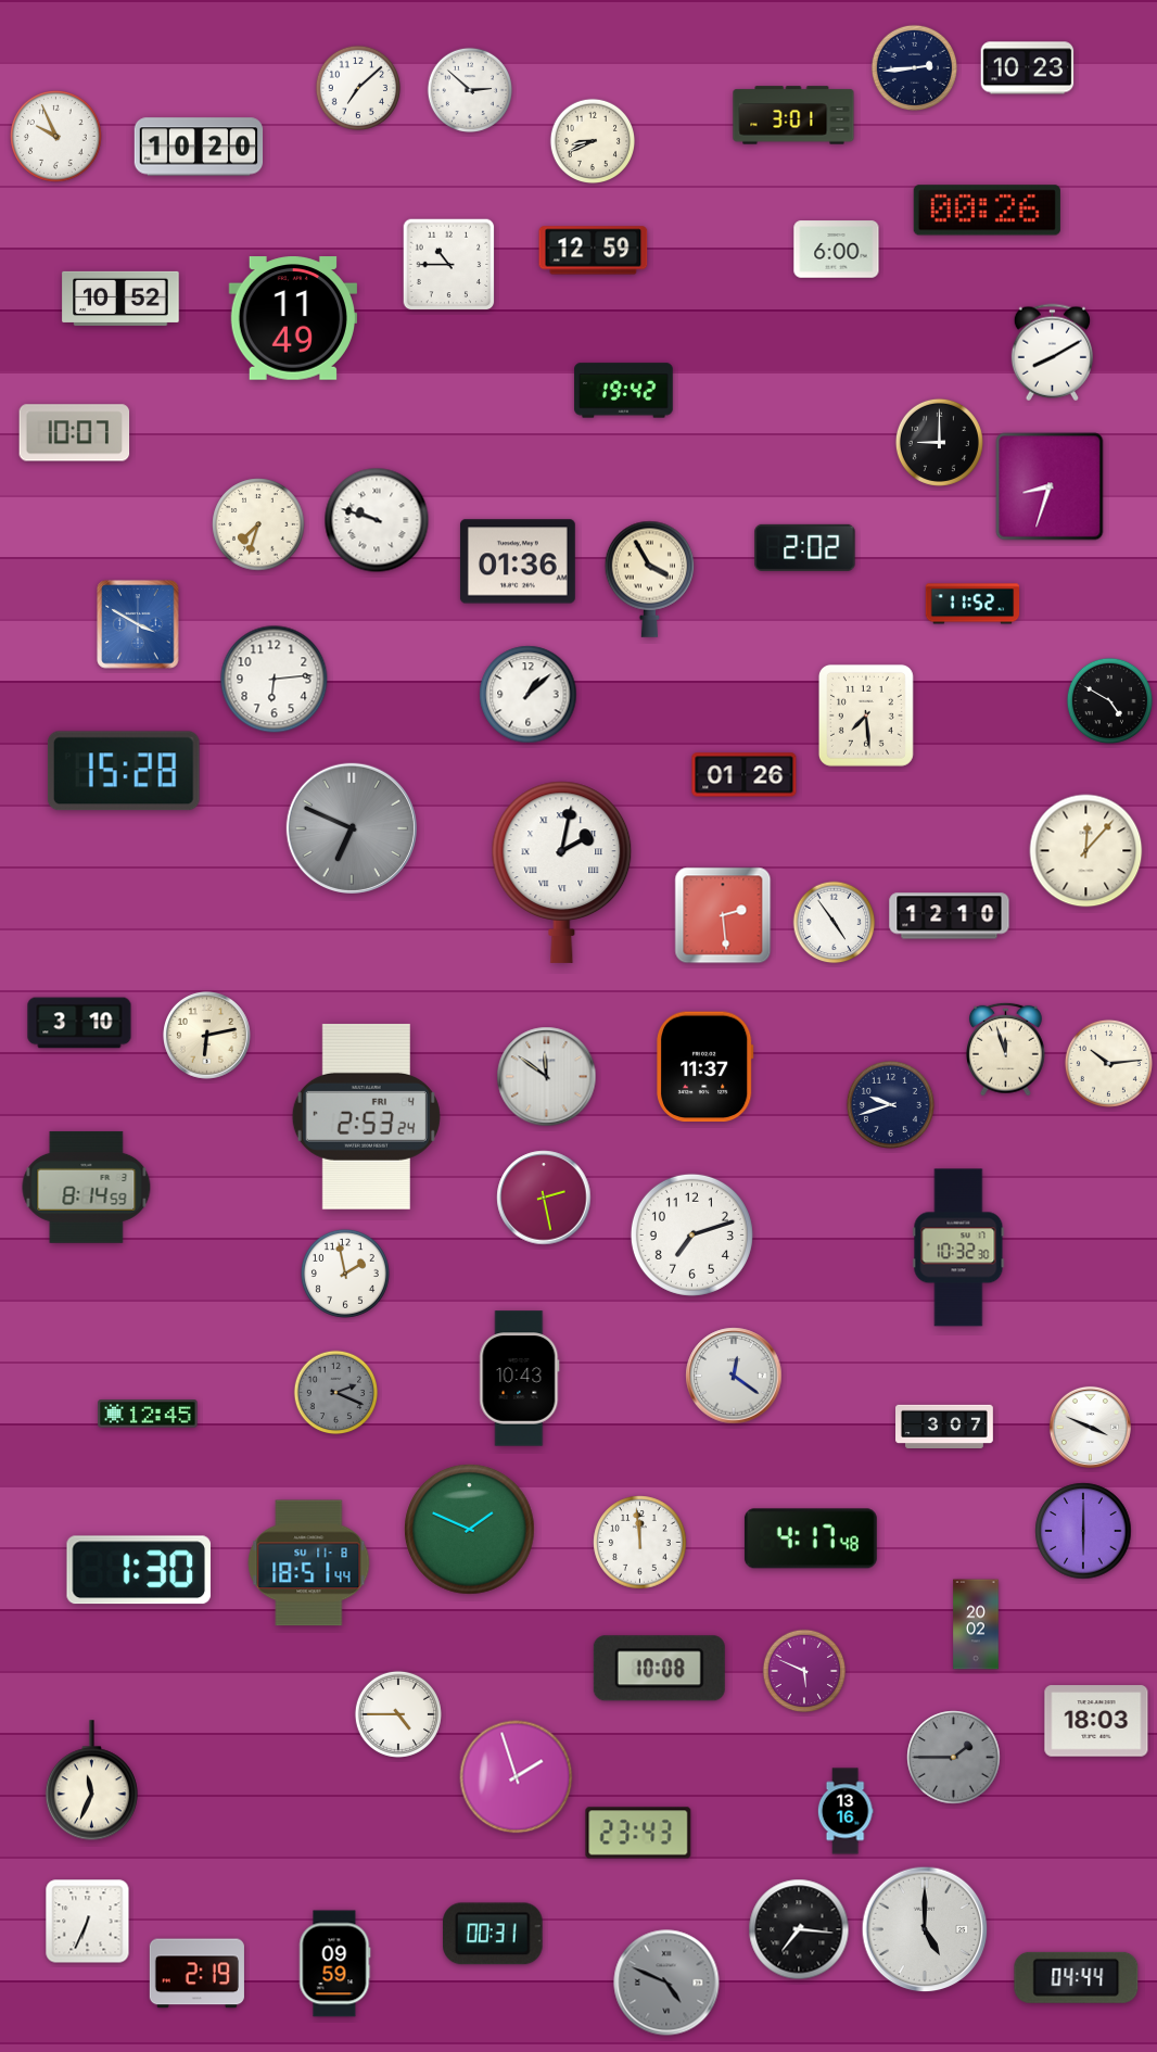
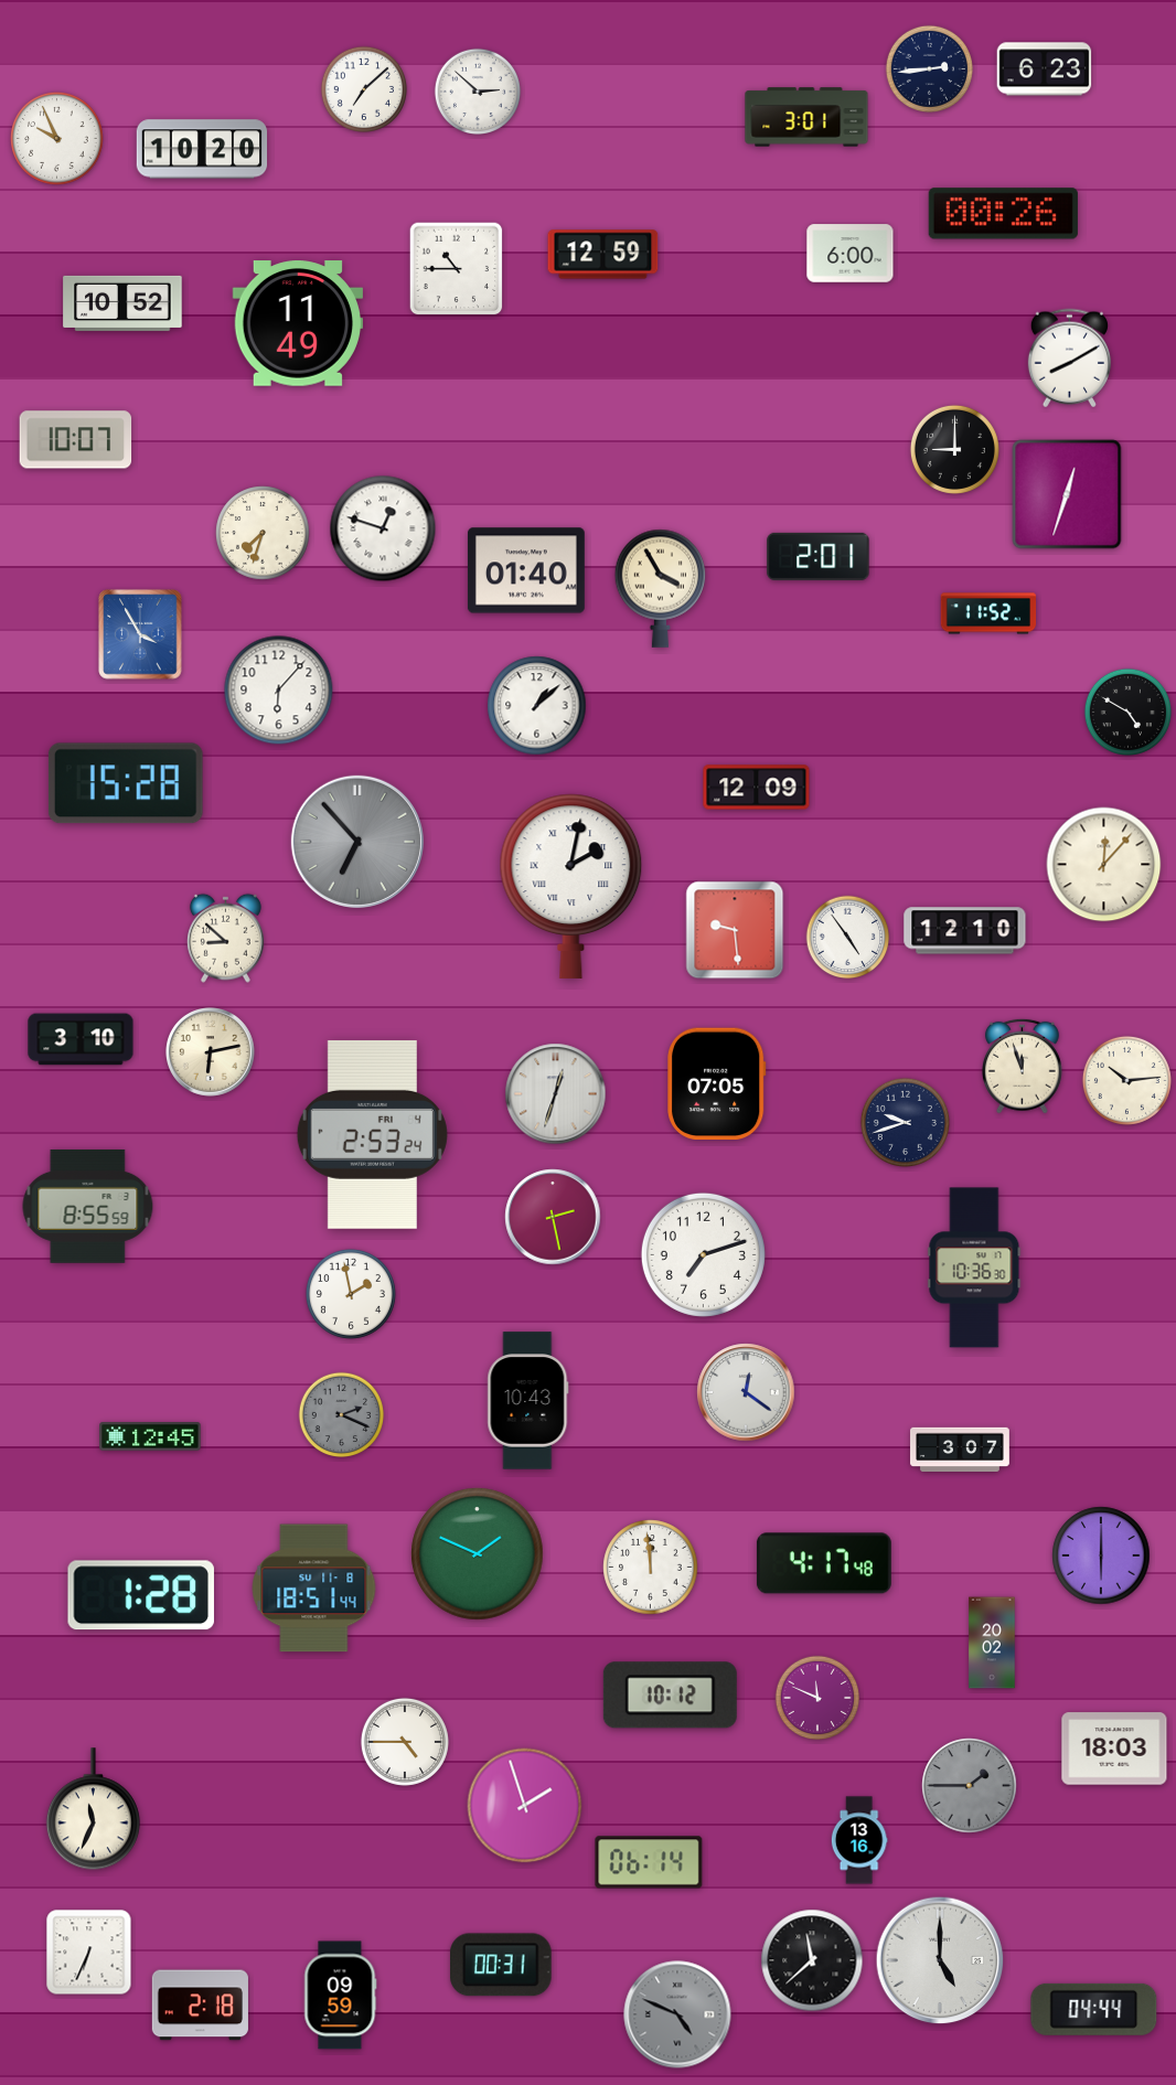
clock at (1028, 68): 10:23 -> 6:23
clock at (592, 140): 8:41 -> none
clock at (624, 391): 19:42 -> none
clock at (1050, 486): 8:33 -> 12:33
clock at (377, 520): 9:48 -> 12:48
clock at (805, 547): 2:02 -> 2:01
clock at (518, 561): 01:36 -> 01:40
clock at (138, 624): 3:50 -> 3:55
clock at (275, 680): 6:14 -> 6:07
clock at (866, 715): 7:29 -> none
clock at (745, 775): 01:26 -> 12:09
clock at (352, 828): 6:49 -> 6:53
clock at (723, 915): 2:29 -> 9:29
clock at (225, 938): none -> 8:52
clock at (704, 1067): 11:37 -> 07:05
clock at (547, 1077): 11:51 -> 12:33
clock at (87, 1187): 8:14 -> 8:55
clock at (958, 1247): 10:32 -> 10:36
clock at (734, 1376) position: (734, 1376) -> (746, 1392)
clock at (1090, 1427): 3:49 -> none
clock at (139, 1570): 1:30 -> 1:28
clock at (976, 1624) position: (976, 1624) -> (992, 1643)
clock at (659, 1669): 10:08 -> 10:12
clock at (804, 1671): 5:49 -> 11:49
clock at (638, 1833): 23:43 -> 06:14
clock at (799, 1929): 7:16 -> 11:38
clock at (196, 1974): 2:19 -> 2:18
